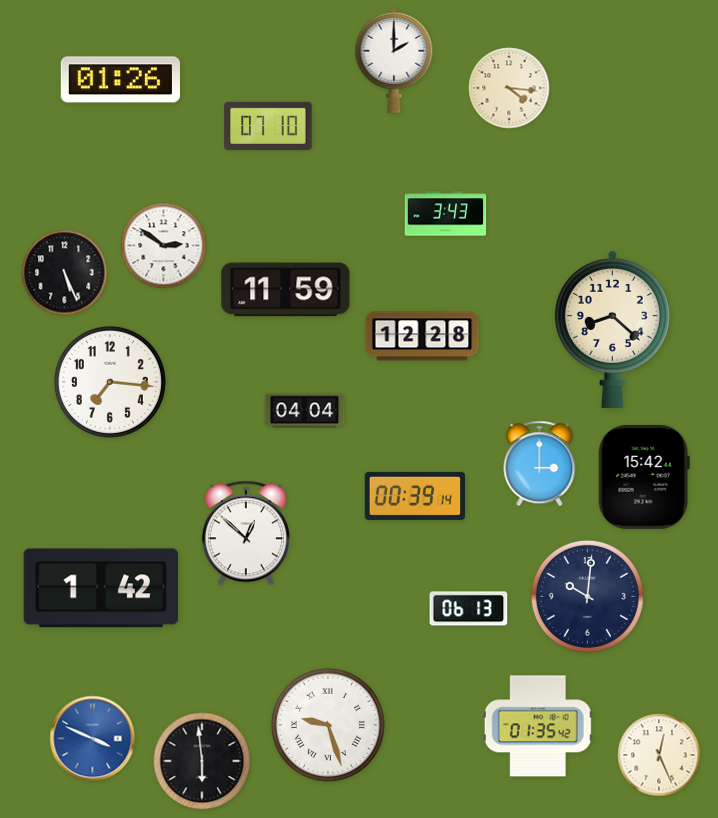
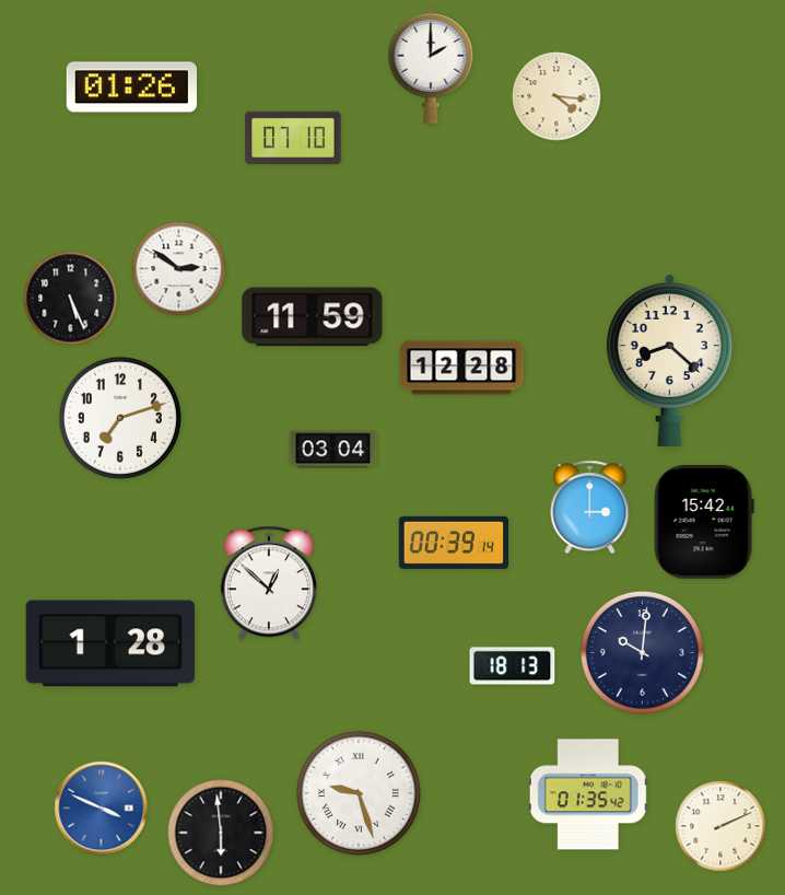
clock at (446, 214): 3:43 -> none
clock at (110, 382): 7:16 -> 7:12
clock at (305, 411): 04:04 -> 03:04
clock at (101, 588): 1:42 -> 1:28
clock at (469, 609): 06:13 -> 18:13
clock at (659, 755): 12:26 -> 2:11
